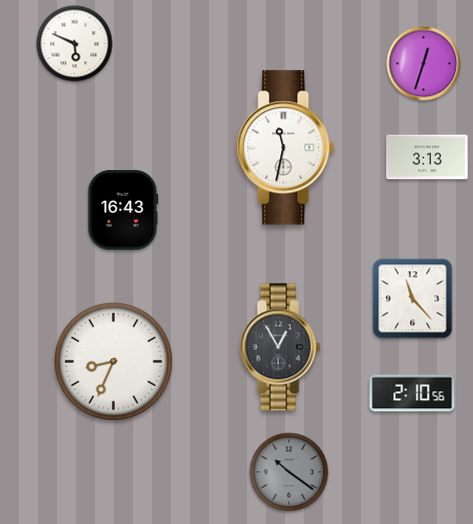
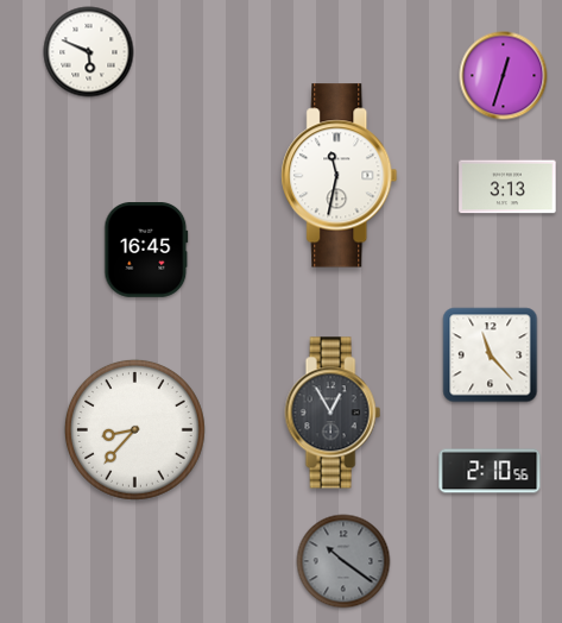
clock at (123, 211): 16:43 -> 16:45
clock at (113, 361): 8:34 -> 8:37
clock at (412, 393) position: (412, 393) -> (490, 471)
